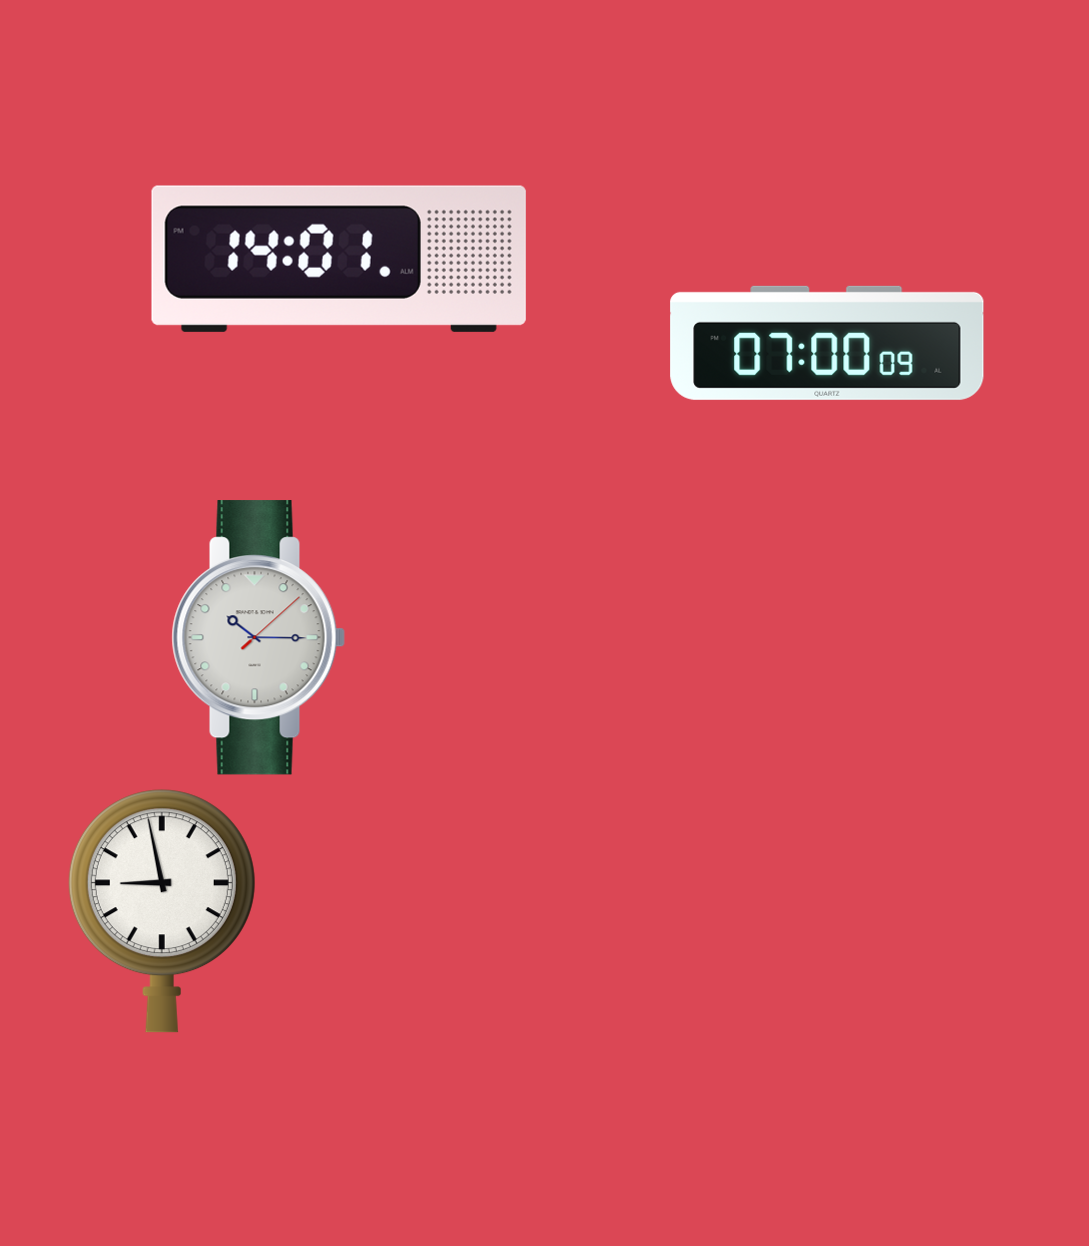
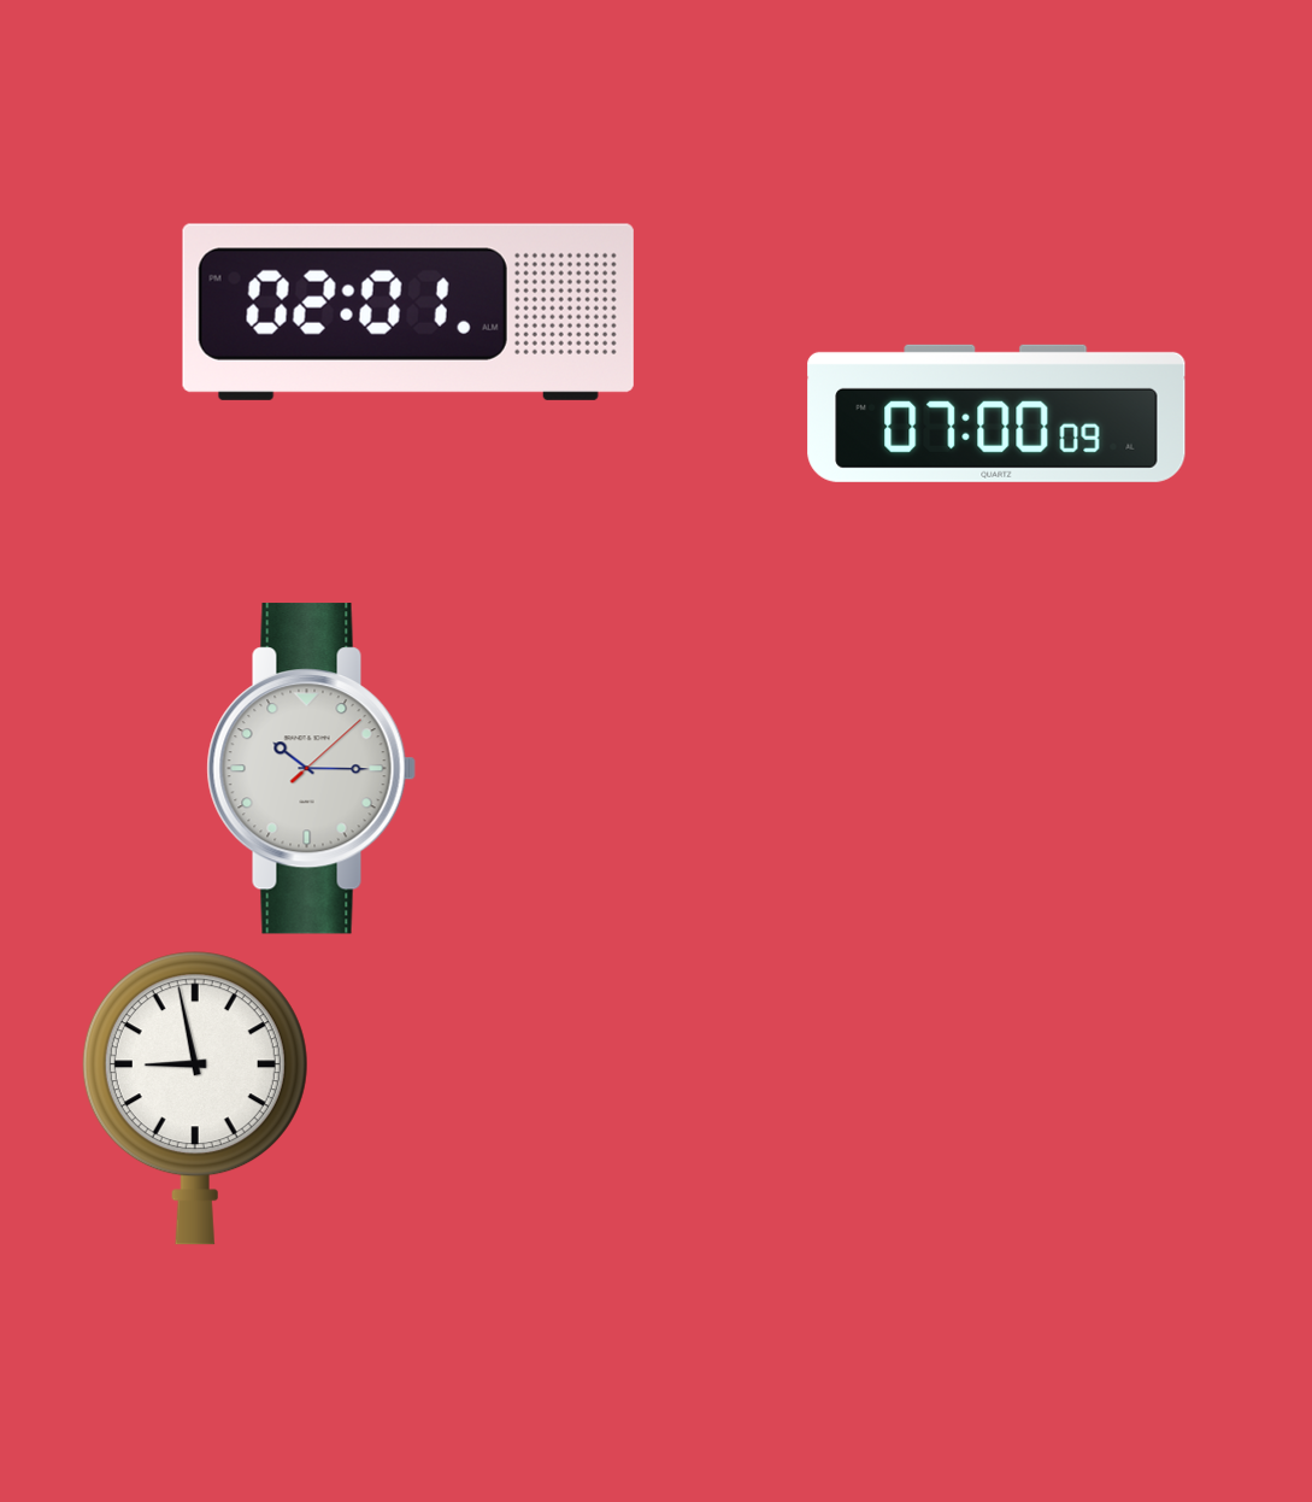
clock at (339, 259): 14:01 -> 02:01
